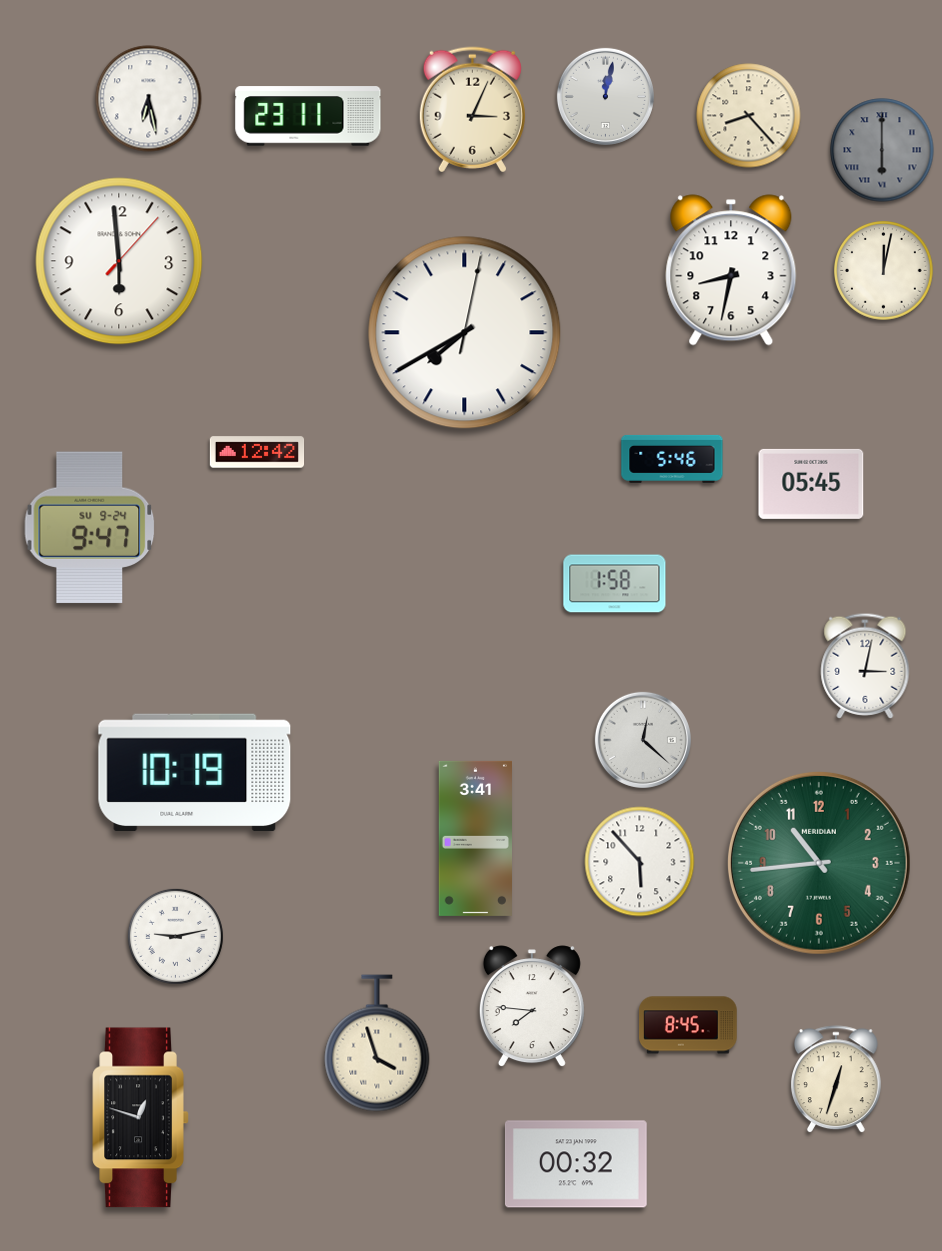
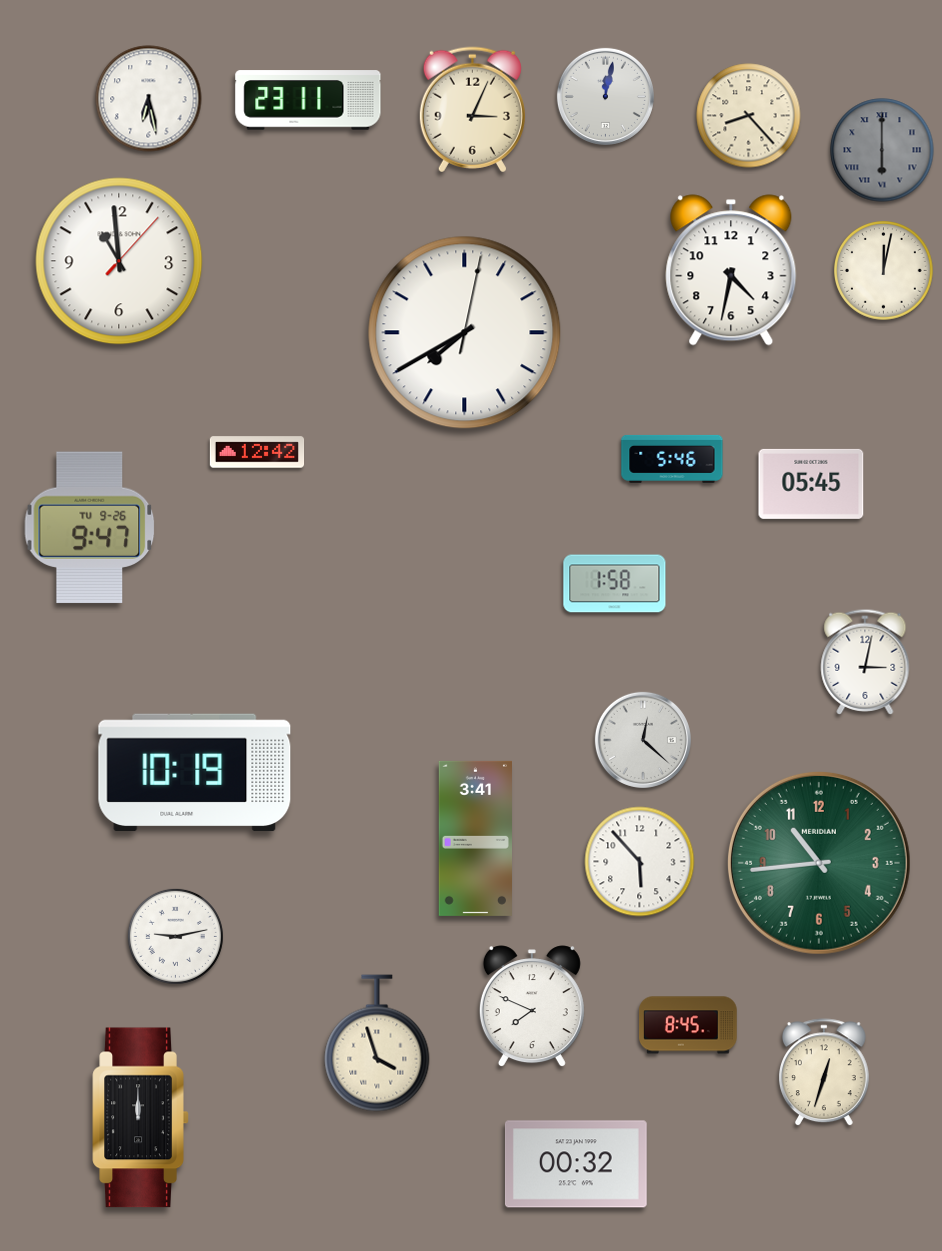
clock at (308, 116) position: (308, 116) -> (308, 100)
clock at (119, 261): 5:59 -> 10:59
clock at (731, 270): 8:32 -> 4:32
clock at (90, 528) date: SU 9-24 -> TU 9-26
clock at (865, 666) position: (865, 666) -> (865, 662)
clock at (532, 1007): 7:46 -> 7:49
clock at (836, 1080) position: (836, 1080) -> (824, 1073)
clock at (141, 1118): 12:48 -> 12:00
